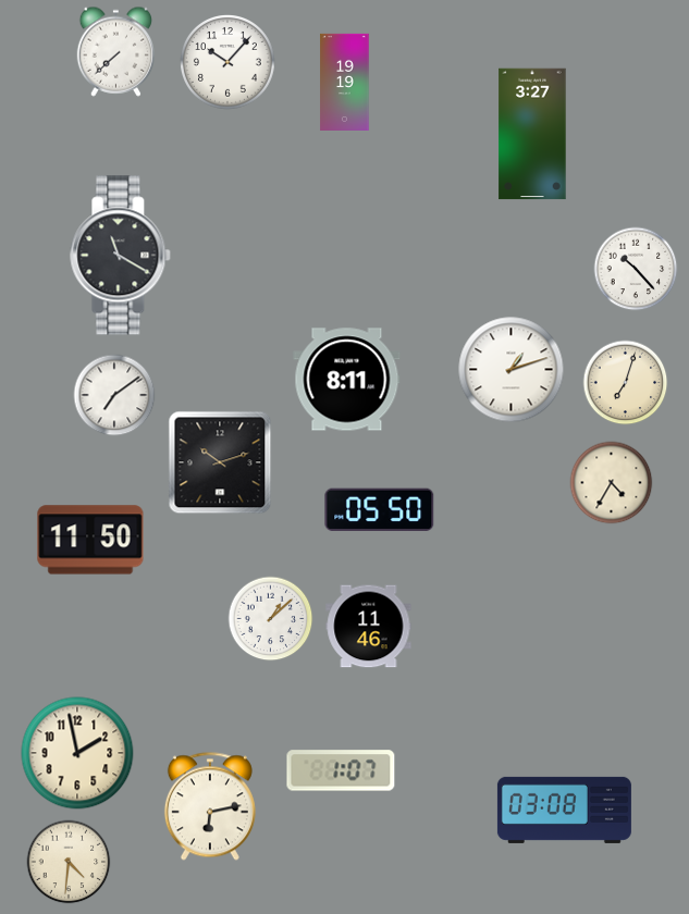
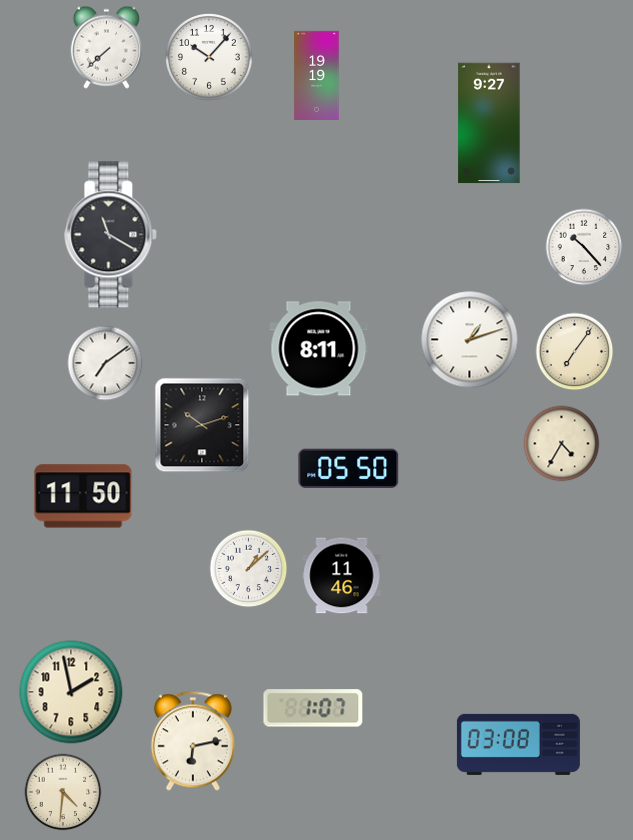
clock at (532, 134): 3:27 -> 9:27
clock at (626, 383): 7:03 -> 7:06
clock at (369, 627) position: (369, 627) -> (342, 576)
